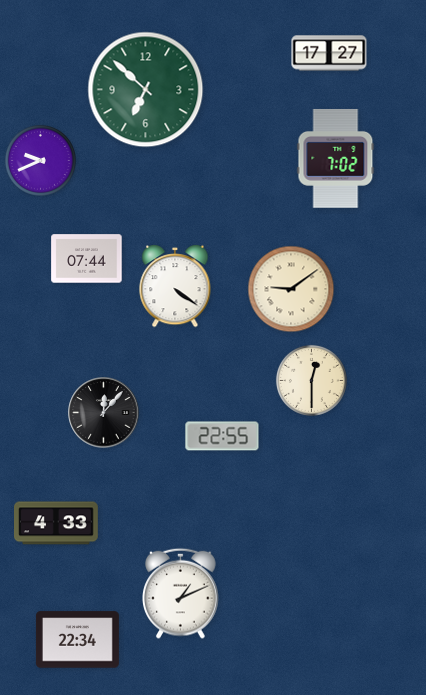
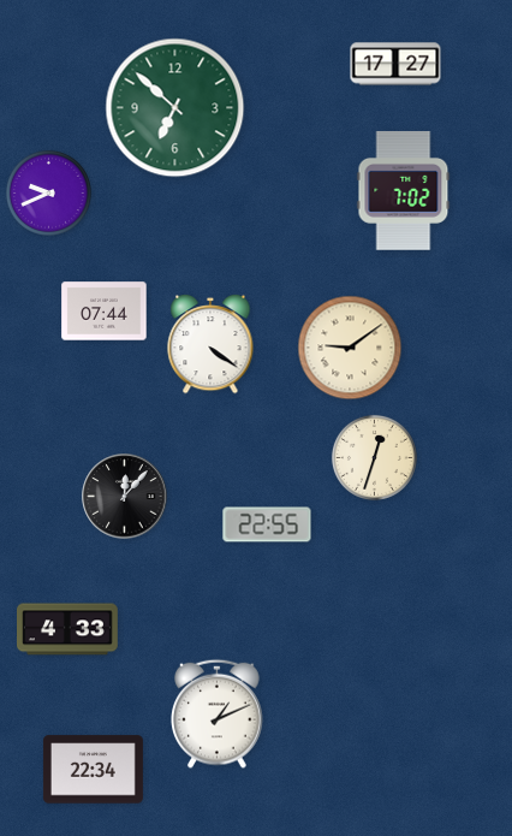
clock at (311, 380): 12:30 -> 12:33
